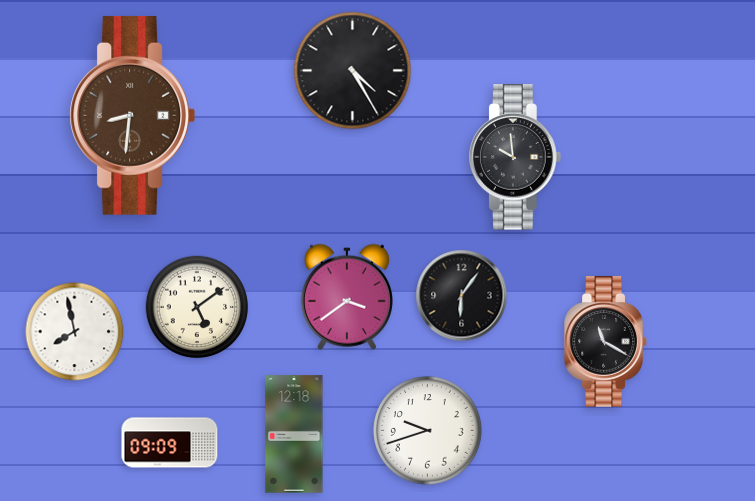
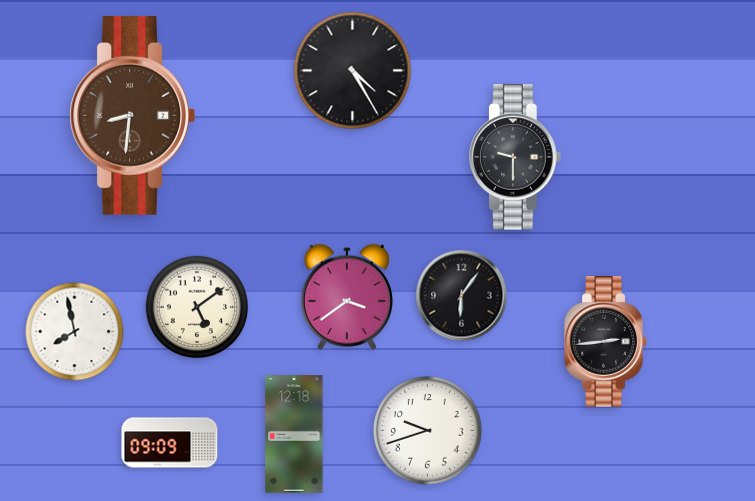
clock at (516, 157): 9:59 -> 9:30
clock at (605, 342): 11:20 -> 2:44
